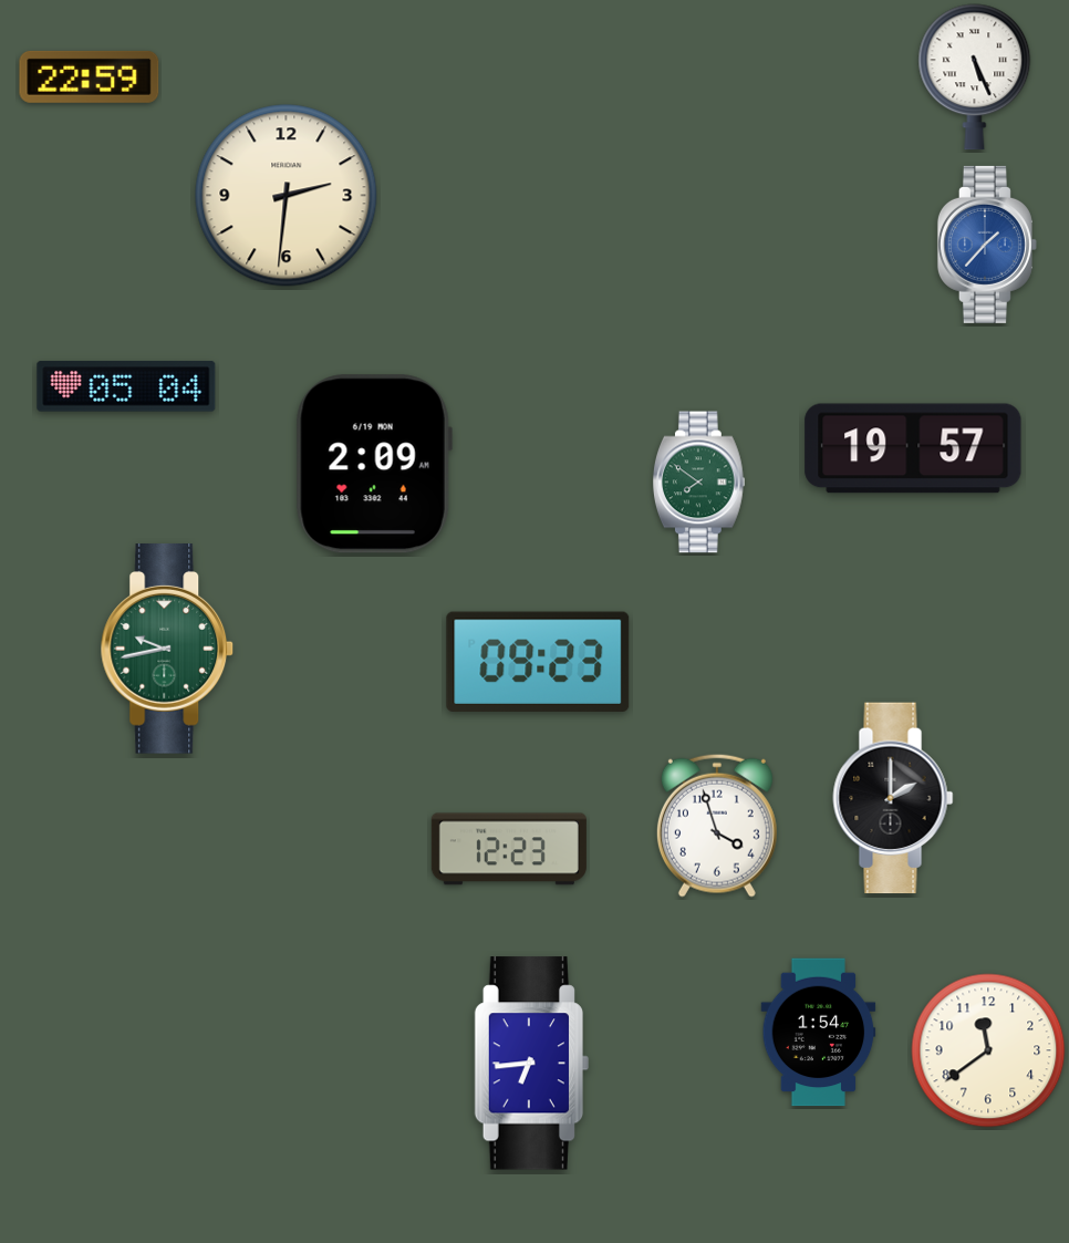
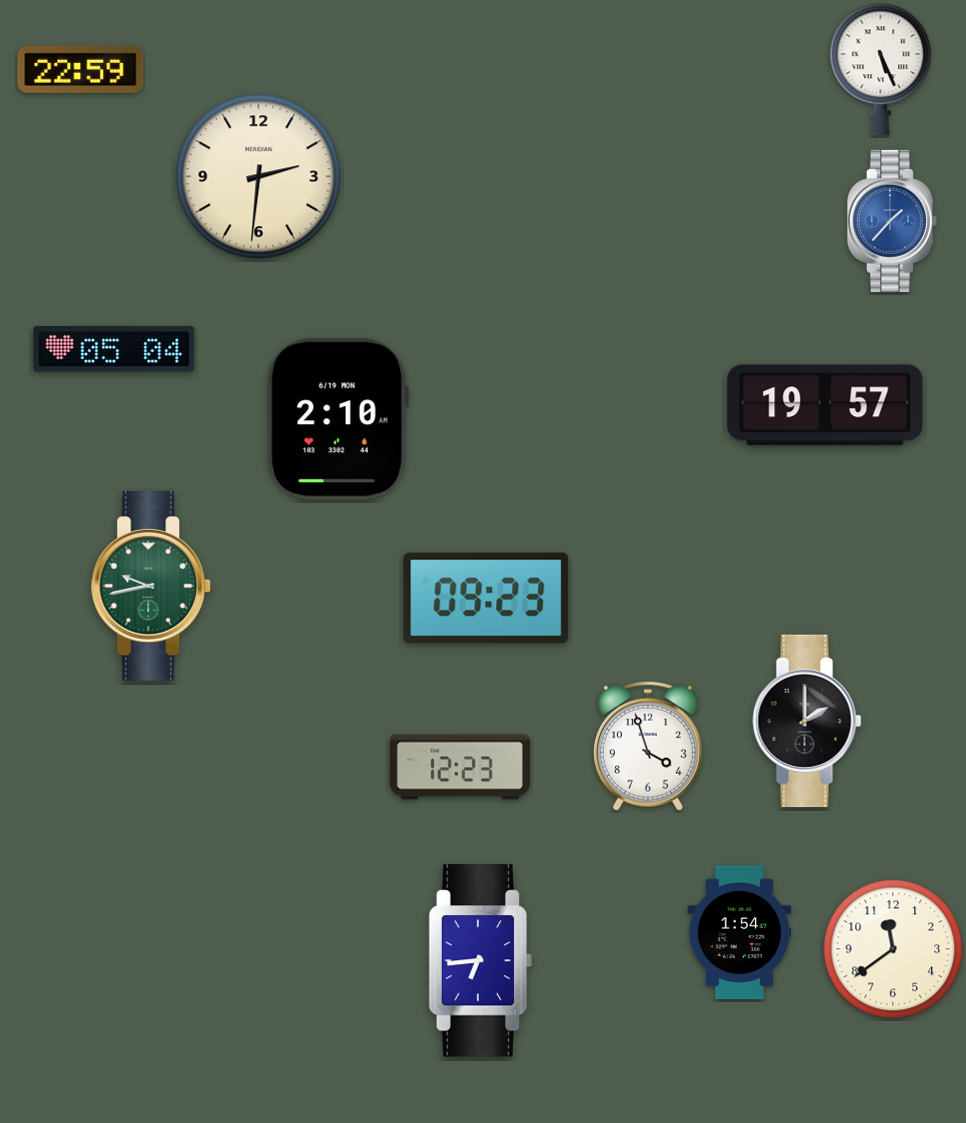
clock at (374, 464): 2:09 -> 2:10
clock at (698, 483): 7:51 -> none
